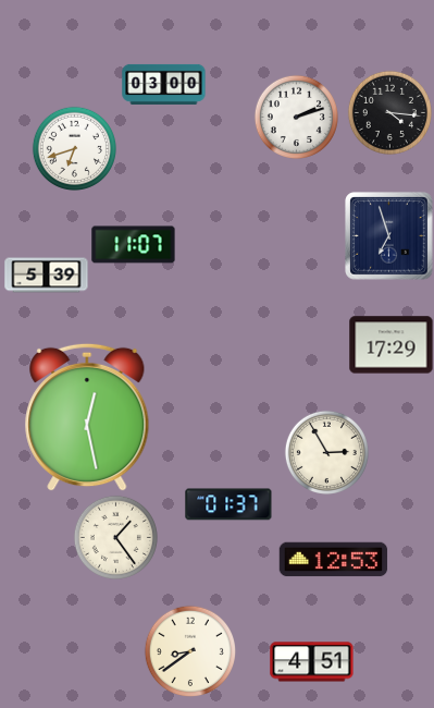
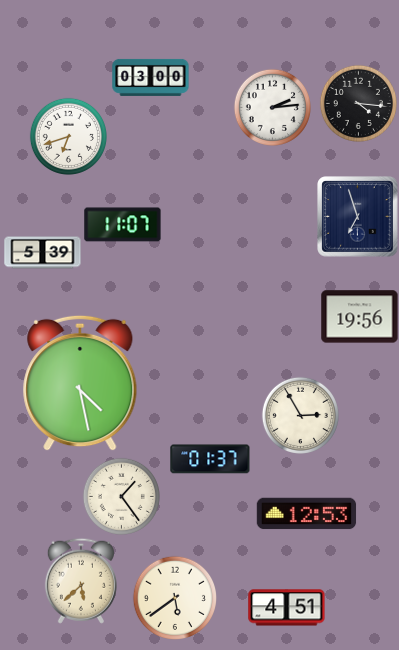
clock at (296, 117): 2:12 -> 2:14
clock at (392, 345): 17:29 -> 19:56
clock at (87, 417): 12:28 -> 4:28
clock at (228, 504) position: (228, 504) -> (210, 459)
clock at (115, 537) position: (115, 537) -> (121, 496)
clock at (81, 581): none -> 5:38
clock at (189, 650): 8:39 -> 5:39
